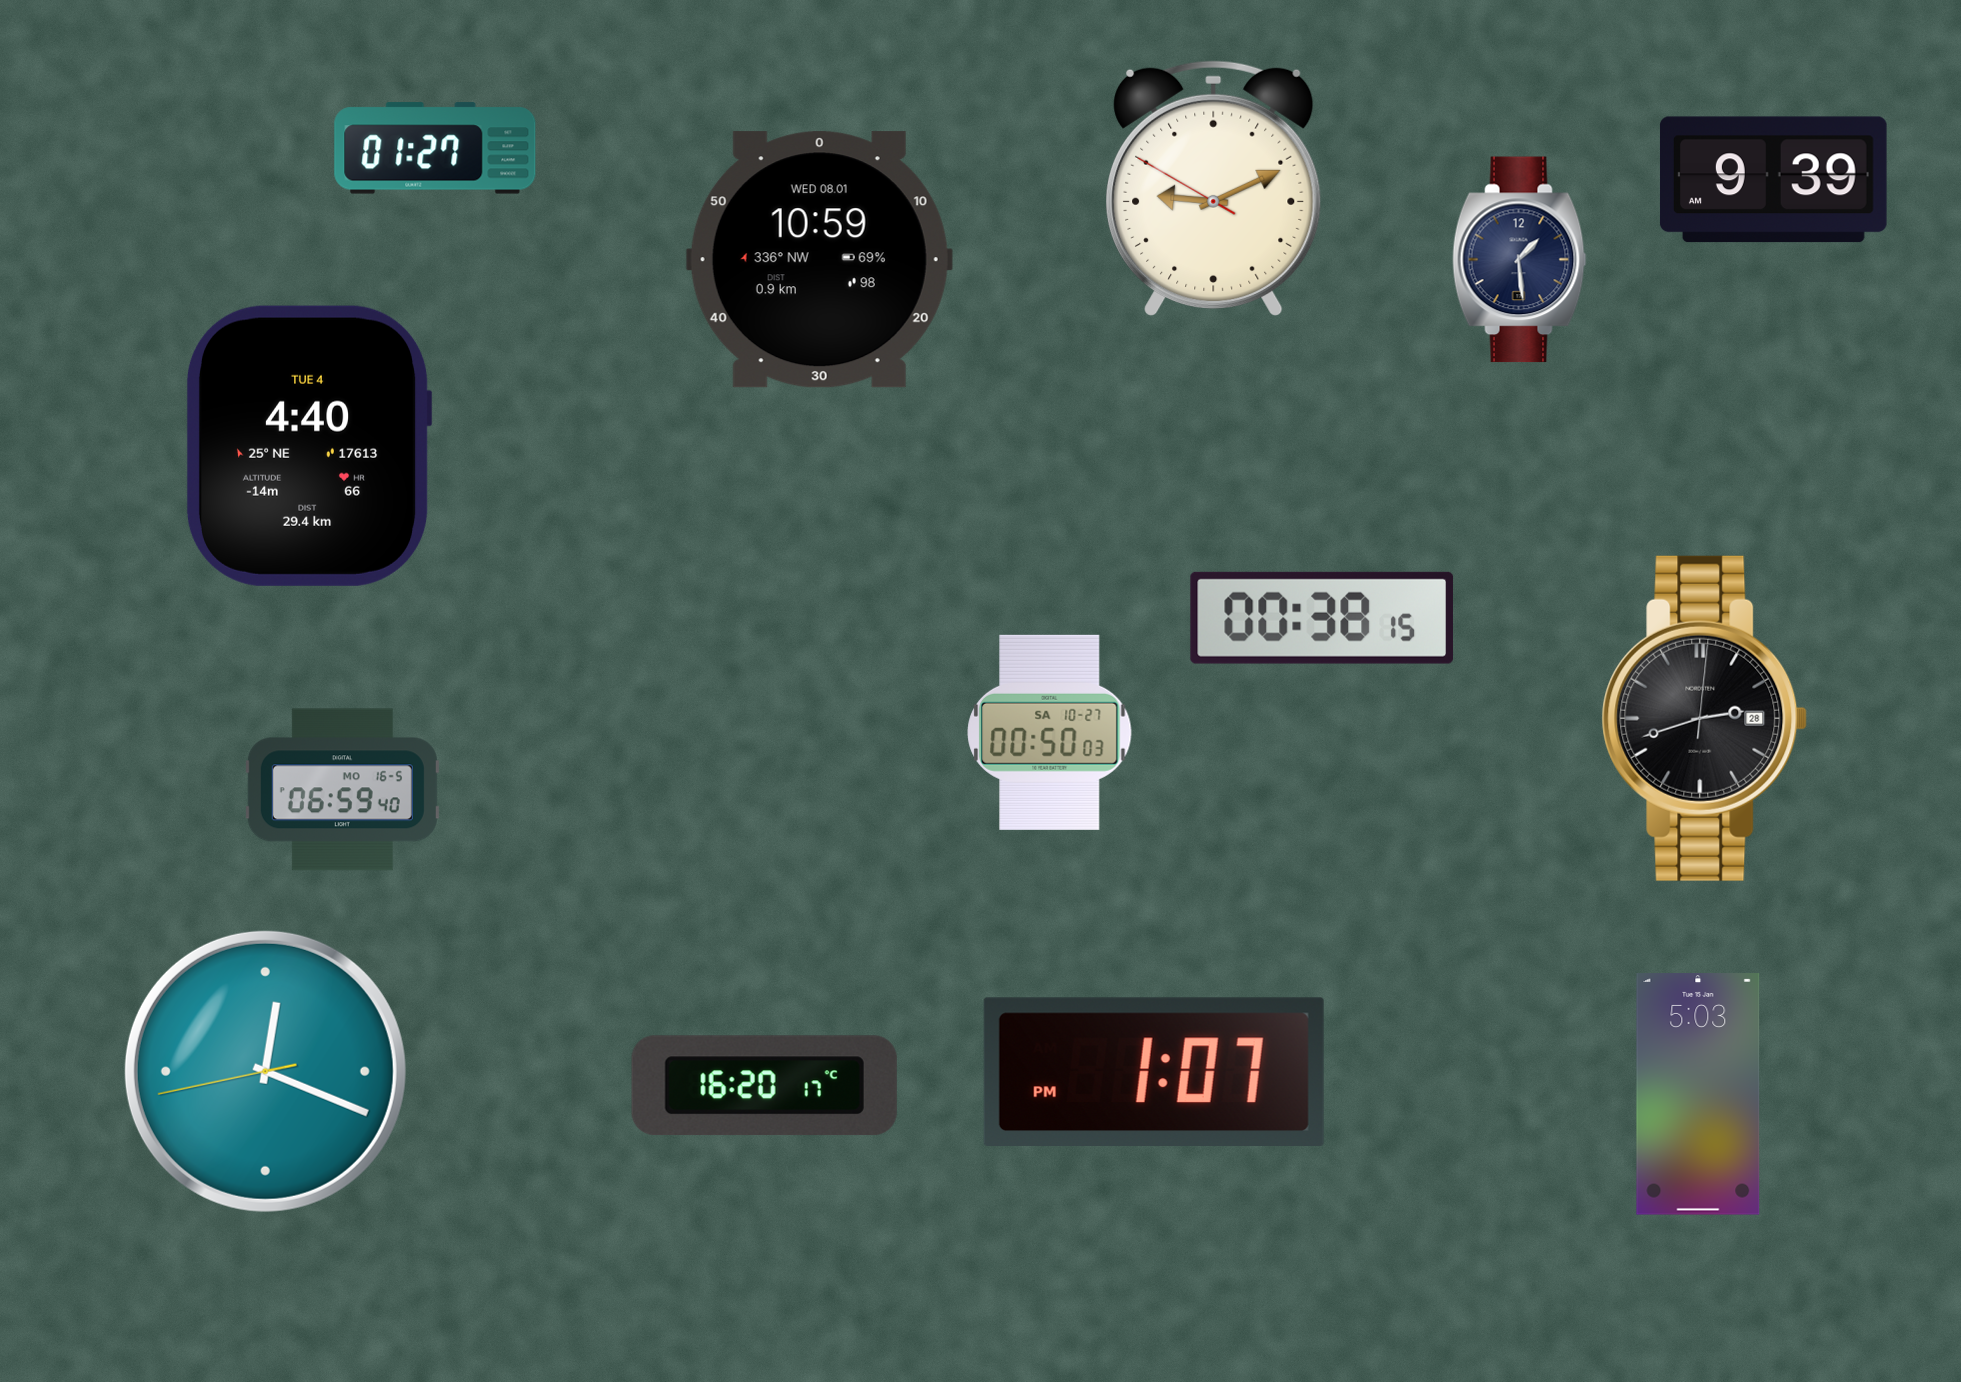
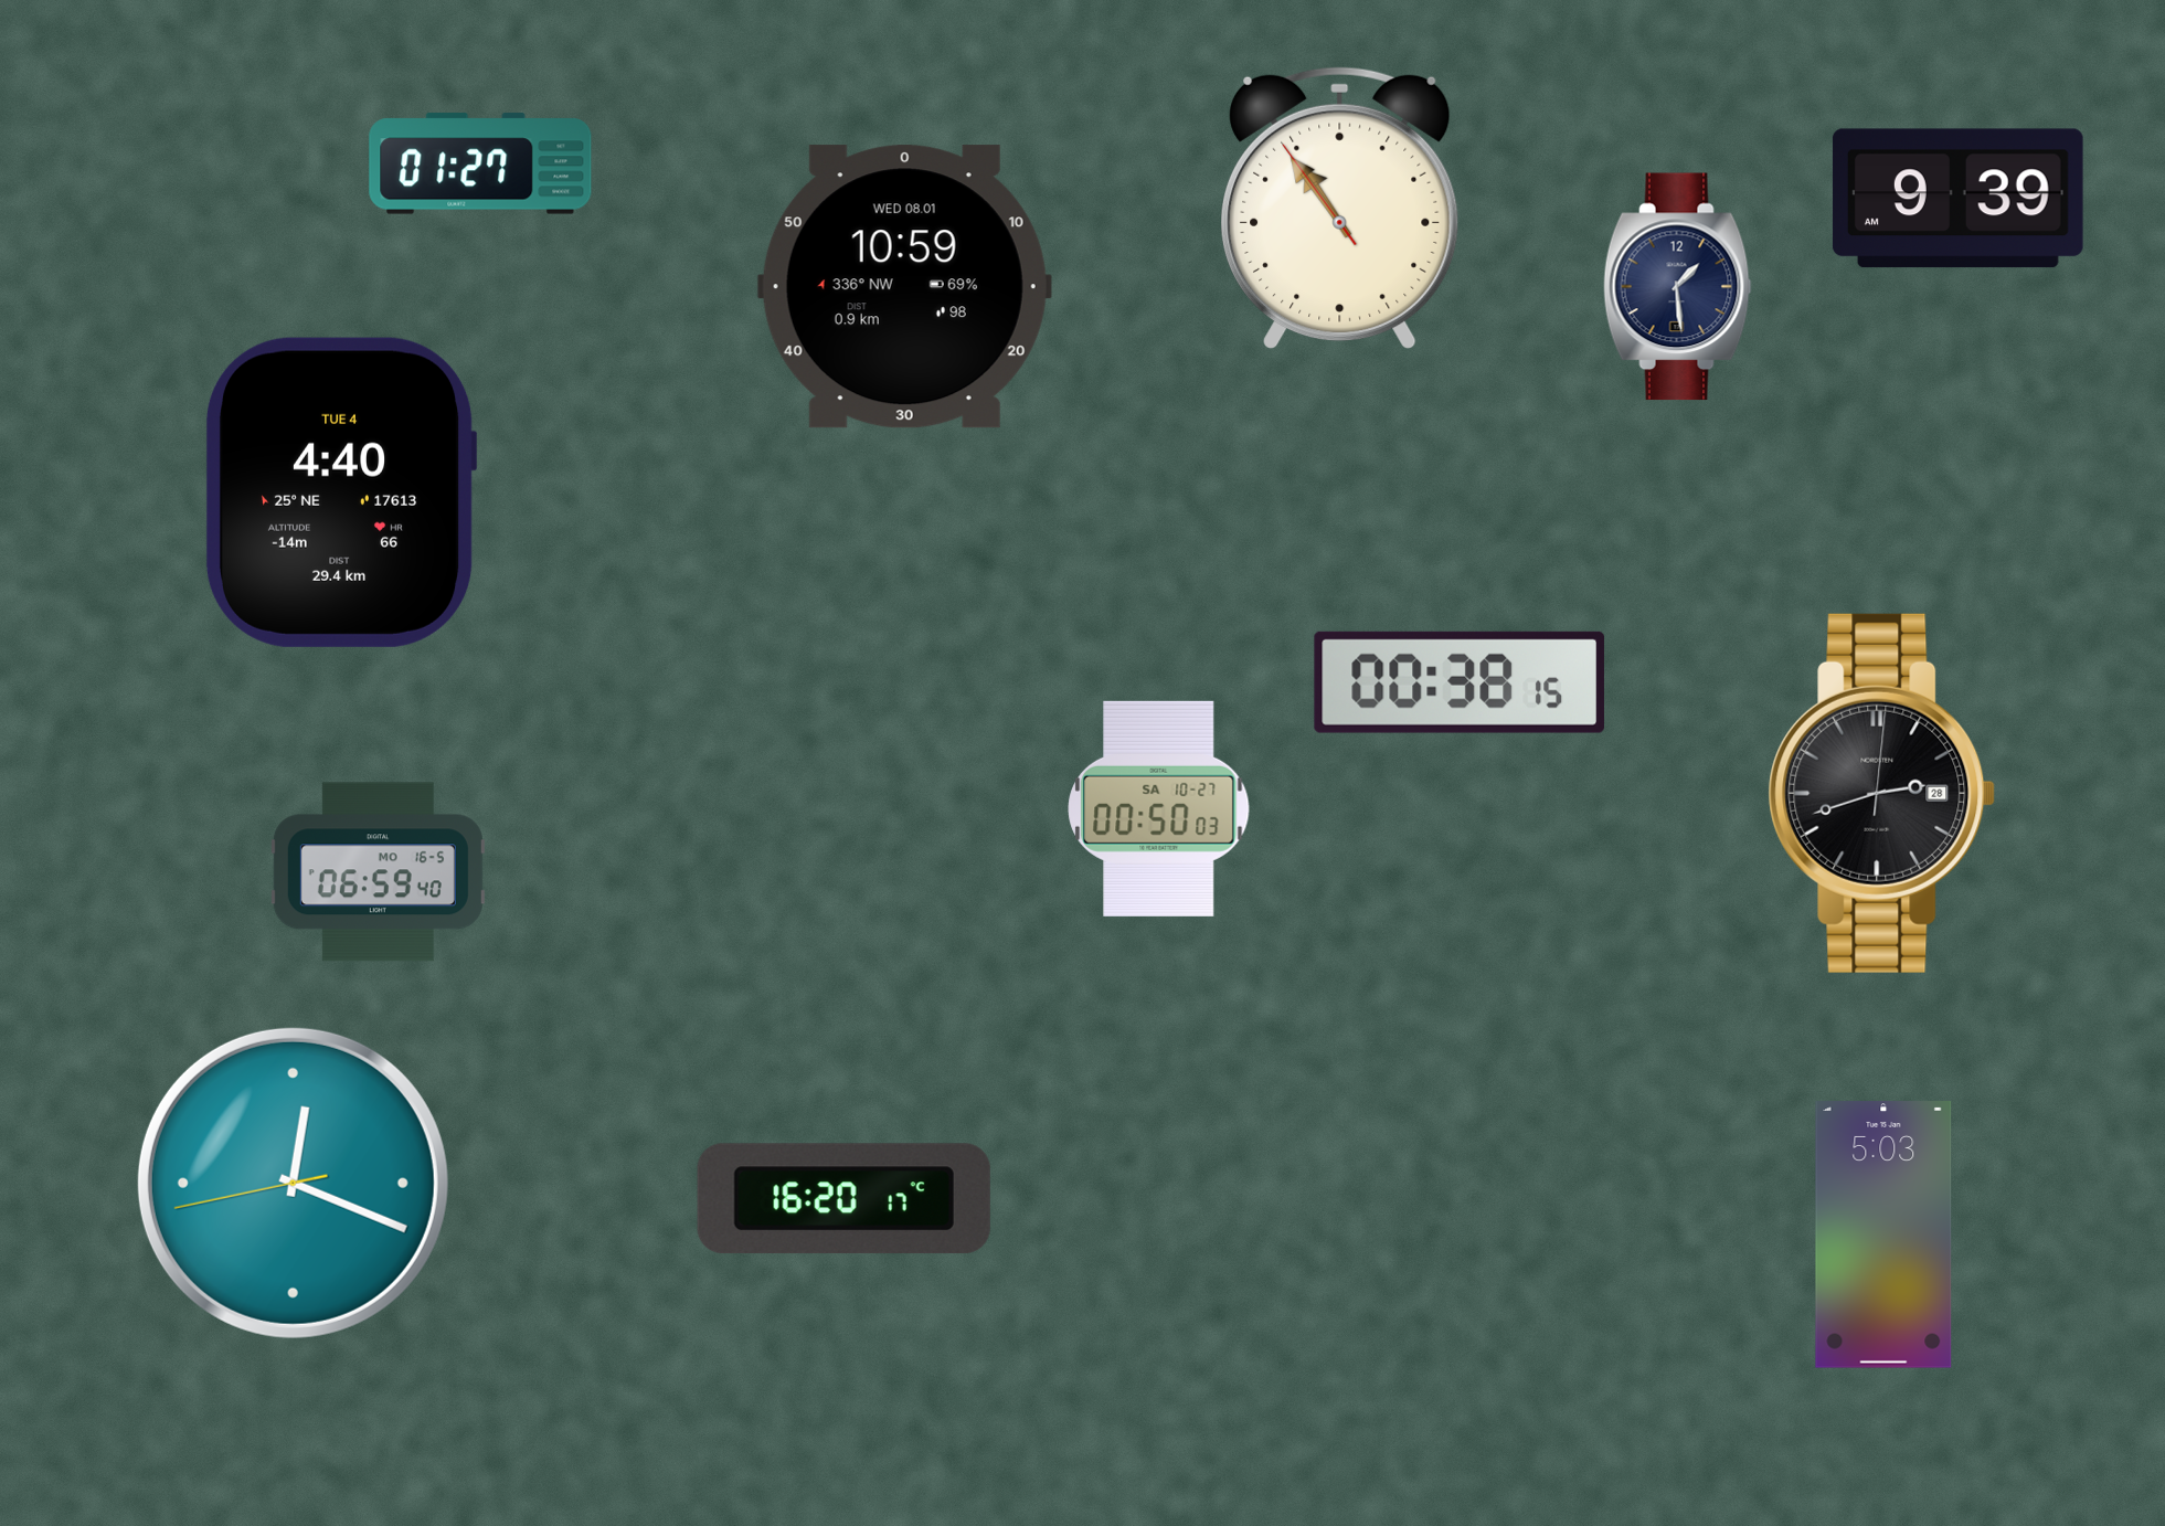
clock at (1214, 188): 9:10 -> 10:53
clock at (1154, 1071): 1:07 -> none
clock at (1698, 1094) position: (1698, 1094) -> (1883, 1234)
